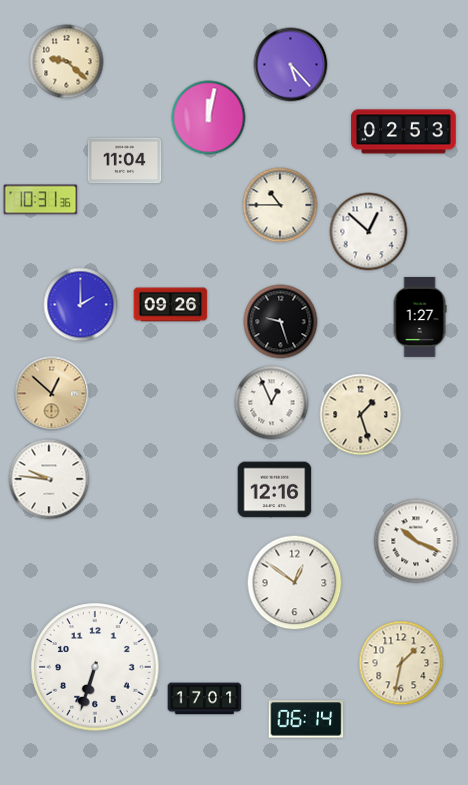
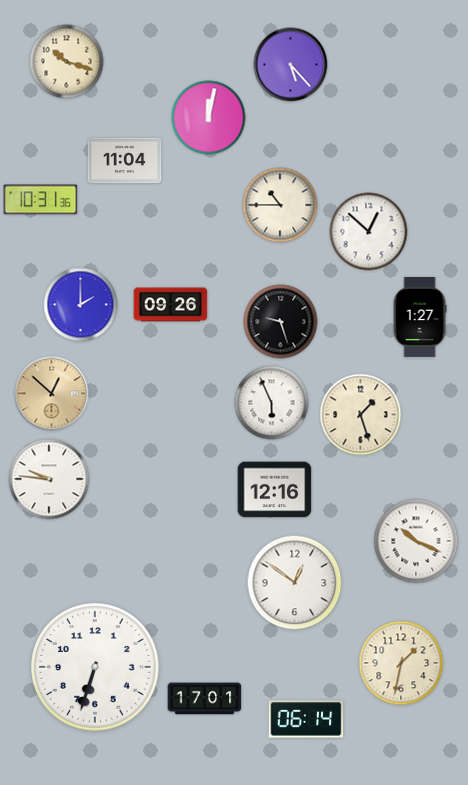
clock at (67, 62): 9:22 -> 10:18
clock at (404, 132): 02:53 -> none
clock at (272, 403): 12:56 -> 5:56
